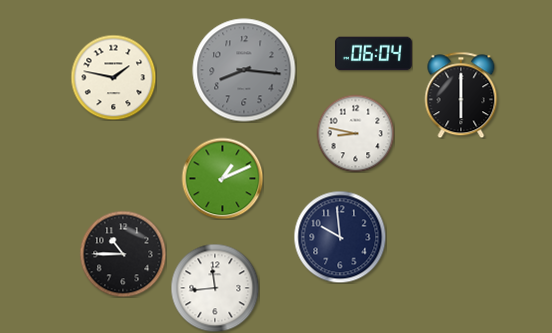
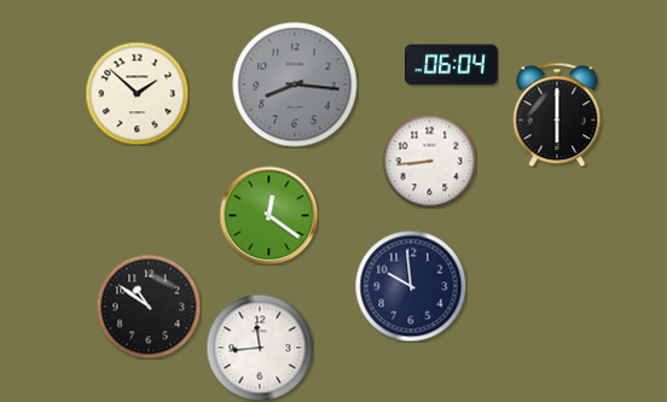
clock at (113, 77): 1:47 -> 1:52
clock at (355, 133): 8:47 -> 8:44
clock at (222, 178): 1:11 -> 12:21
clock at (123, 254): 10:45 -> 10:51
